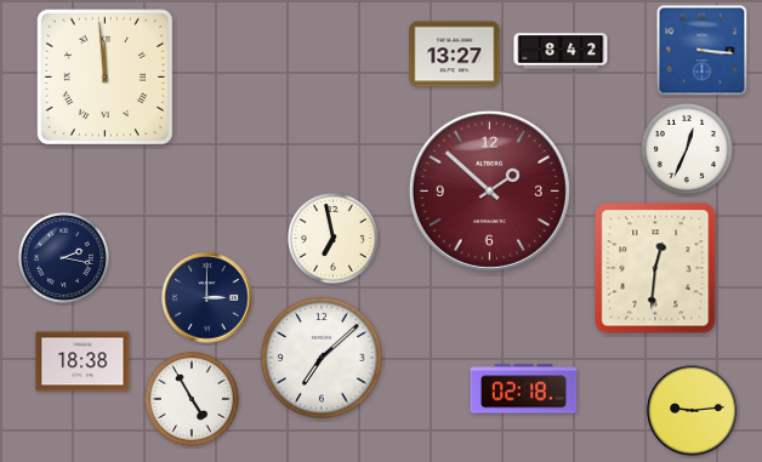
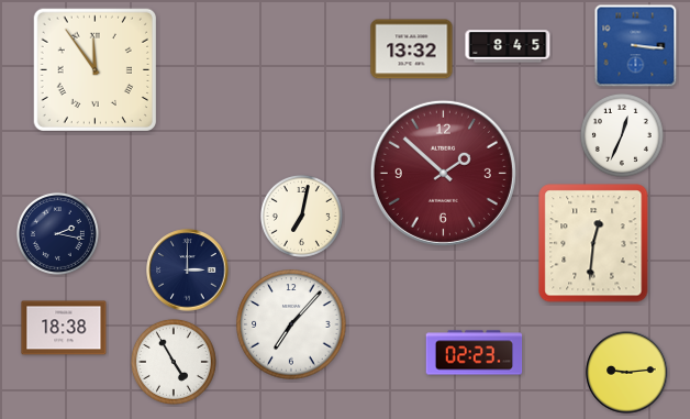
clock at (561, 51): 8:42 -> 8:45
clock at (455, 55): 13:27 -> 13:32
clock at (104, 76): 11:59 -> 11:54
clock at (332, 238): 6:58 -> 7:02
clock at (322, 358): 7:08 -> 7:07
clock at (83, 361) position: (83, 361) -> (64, 328)
clock at (524, 389): 02:18 -> 02:23
